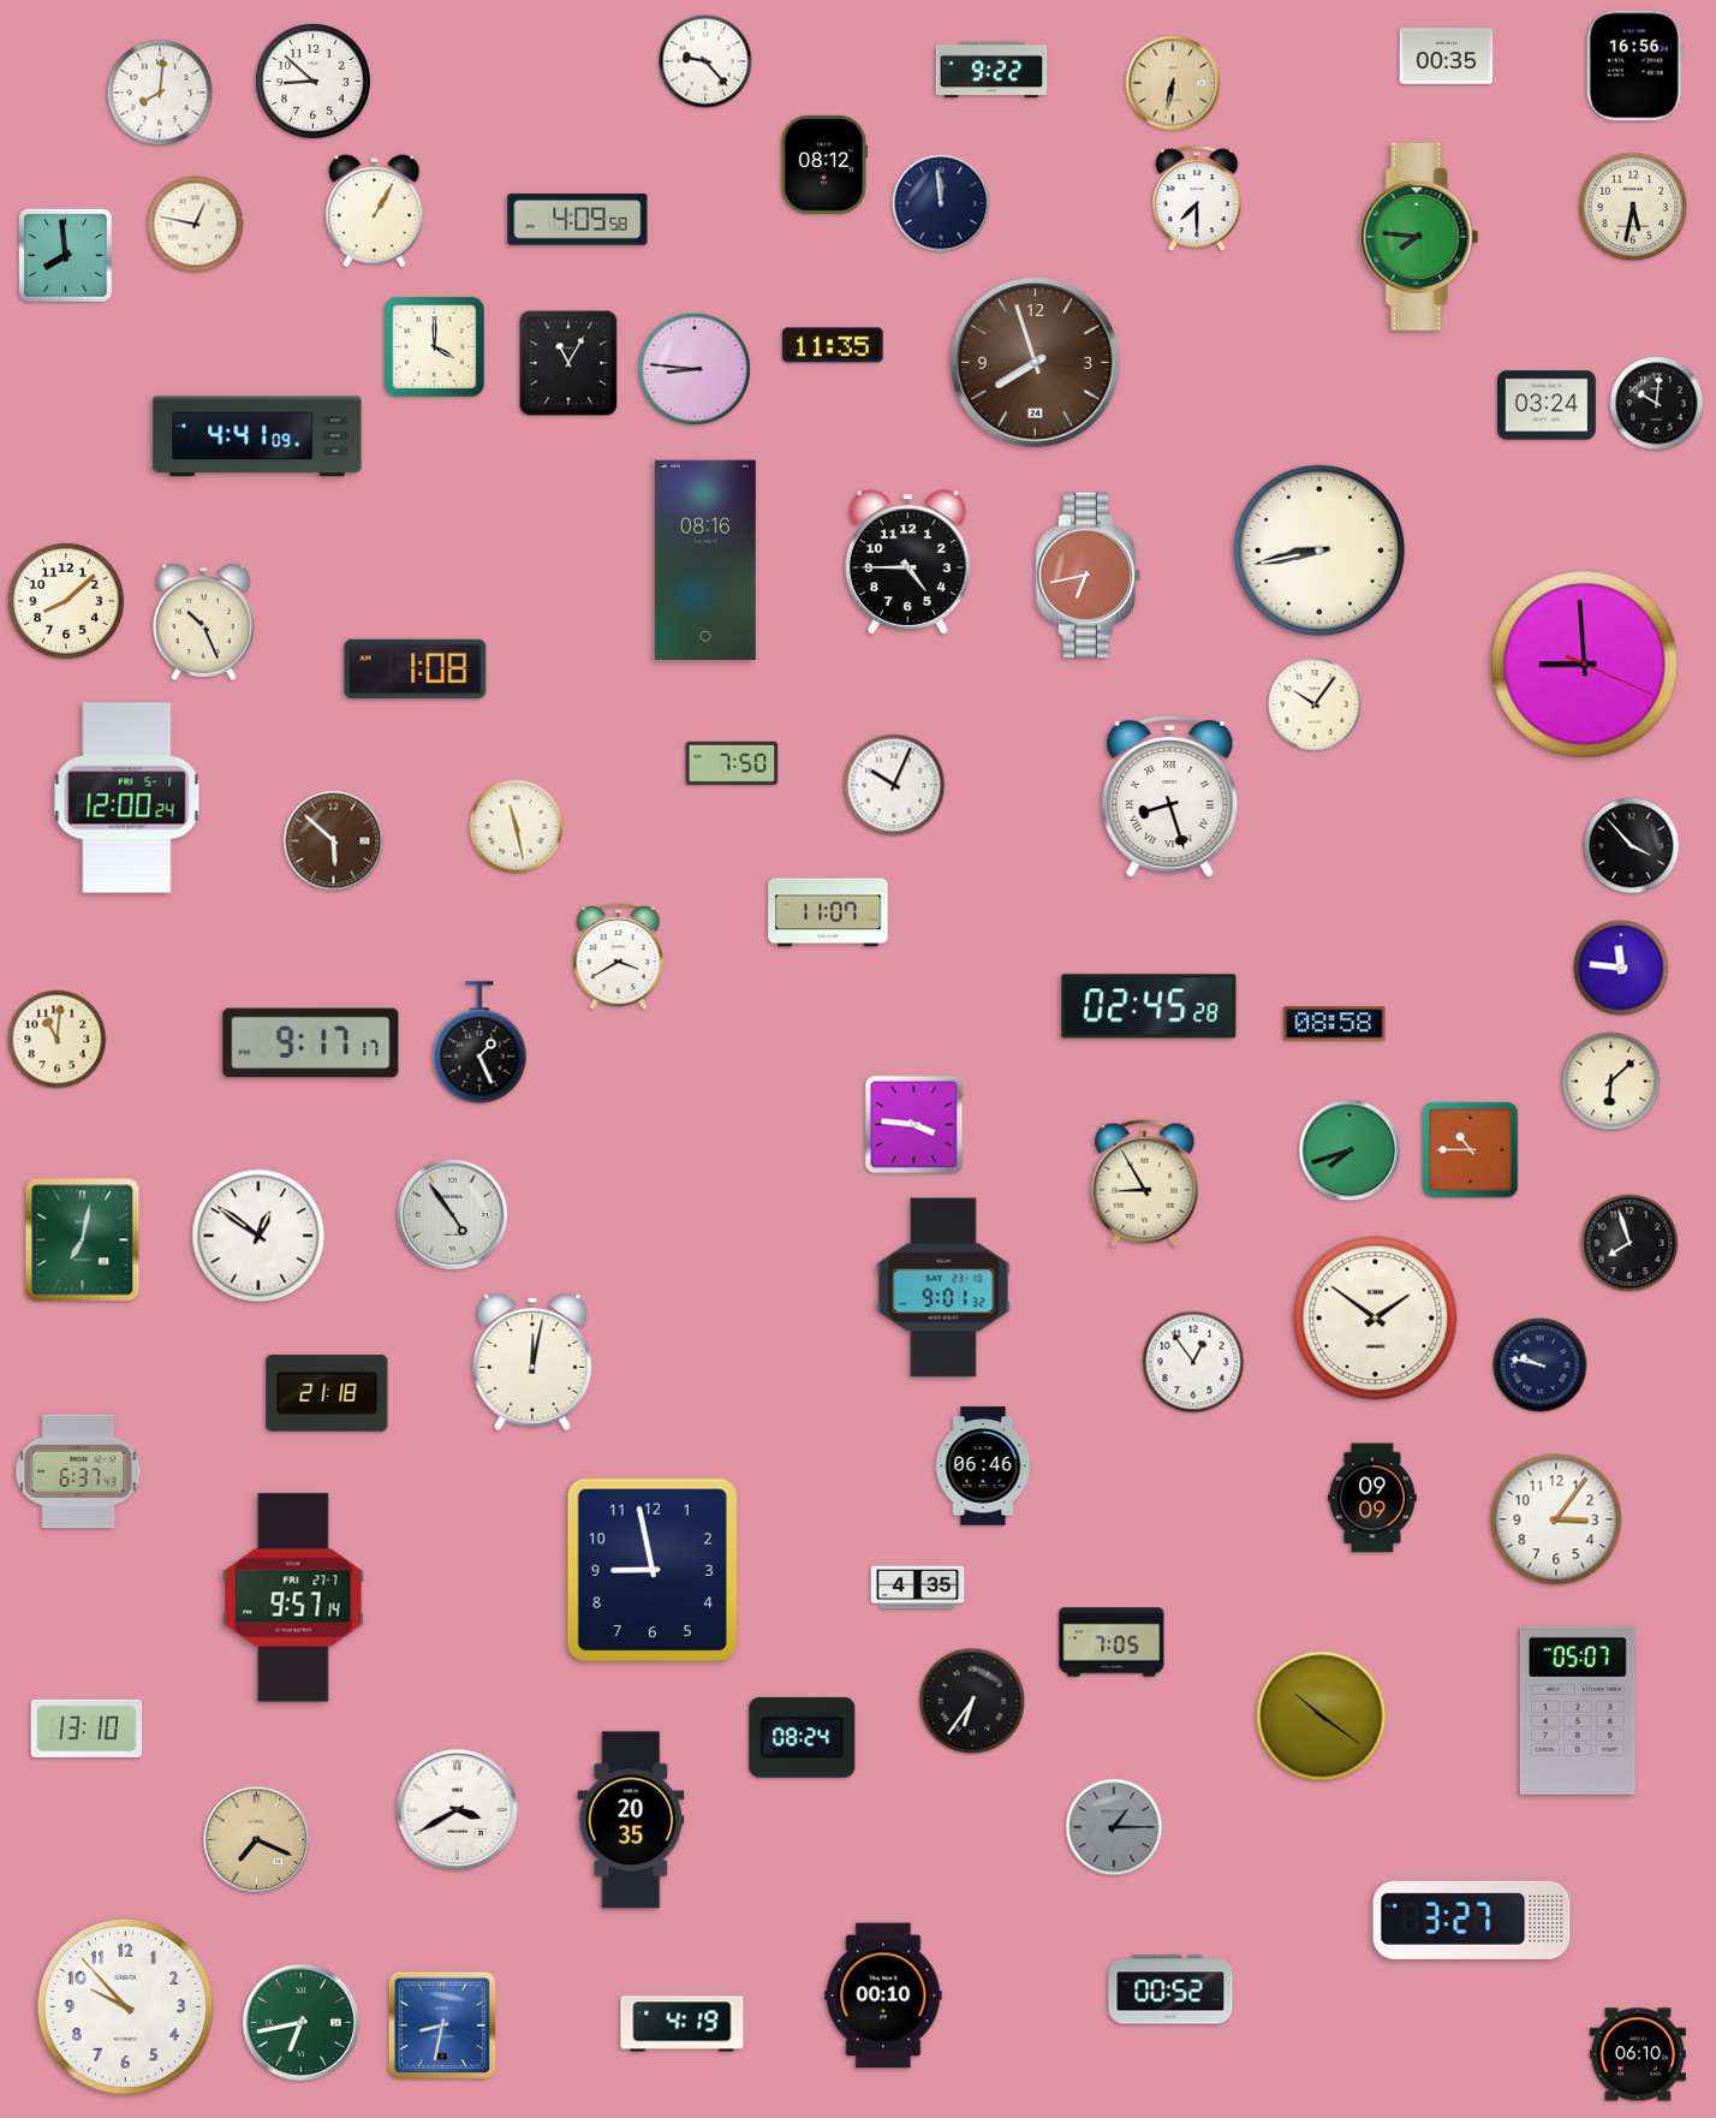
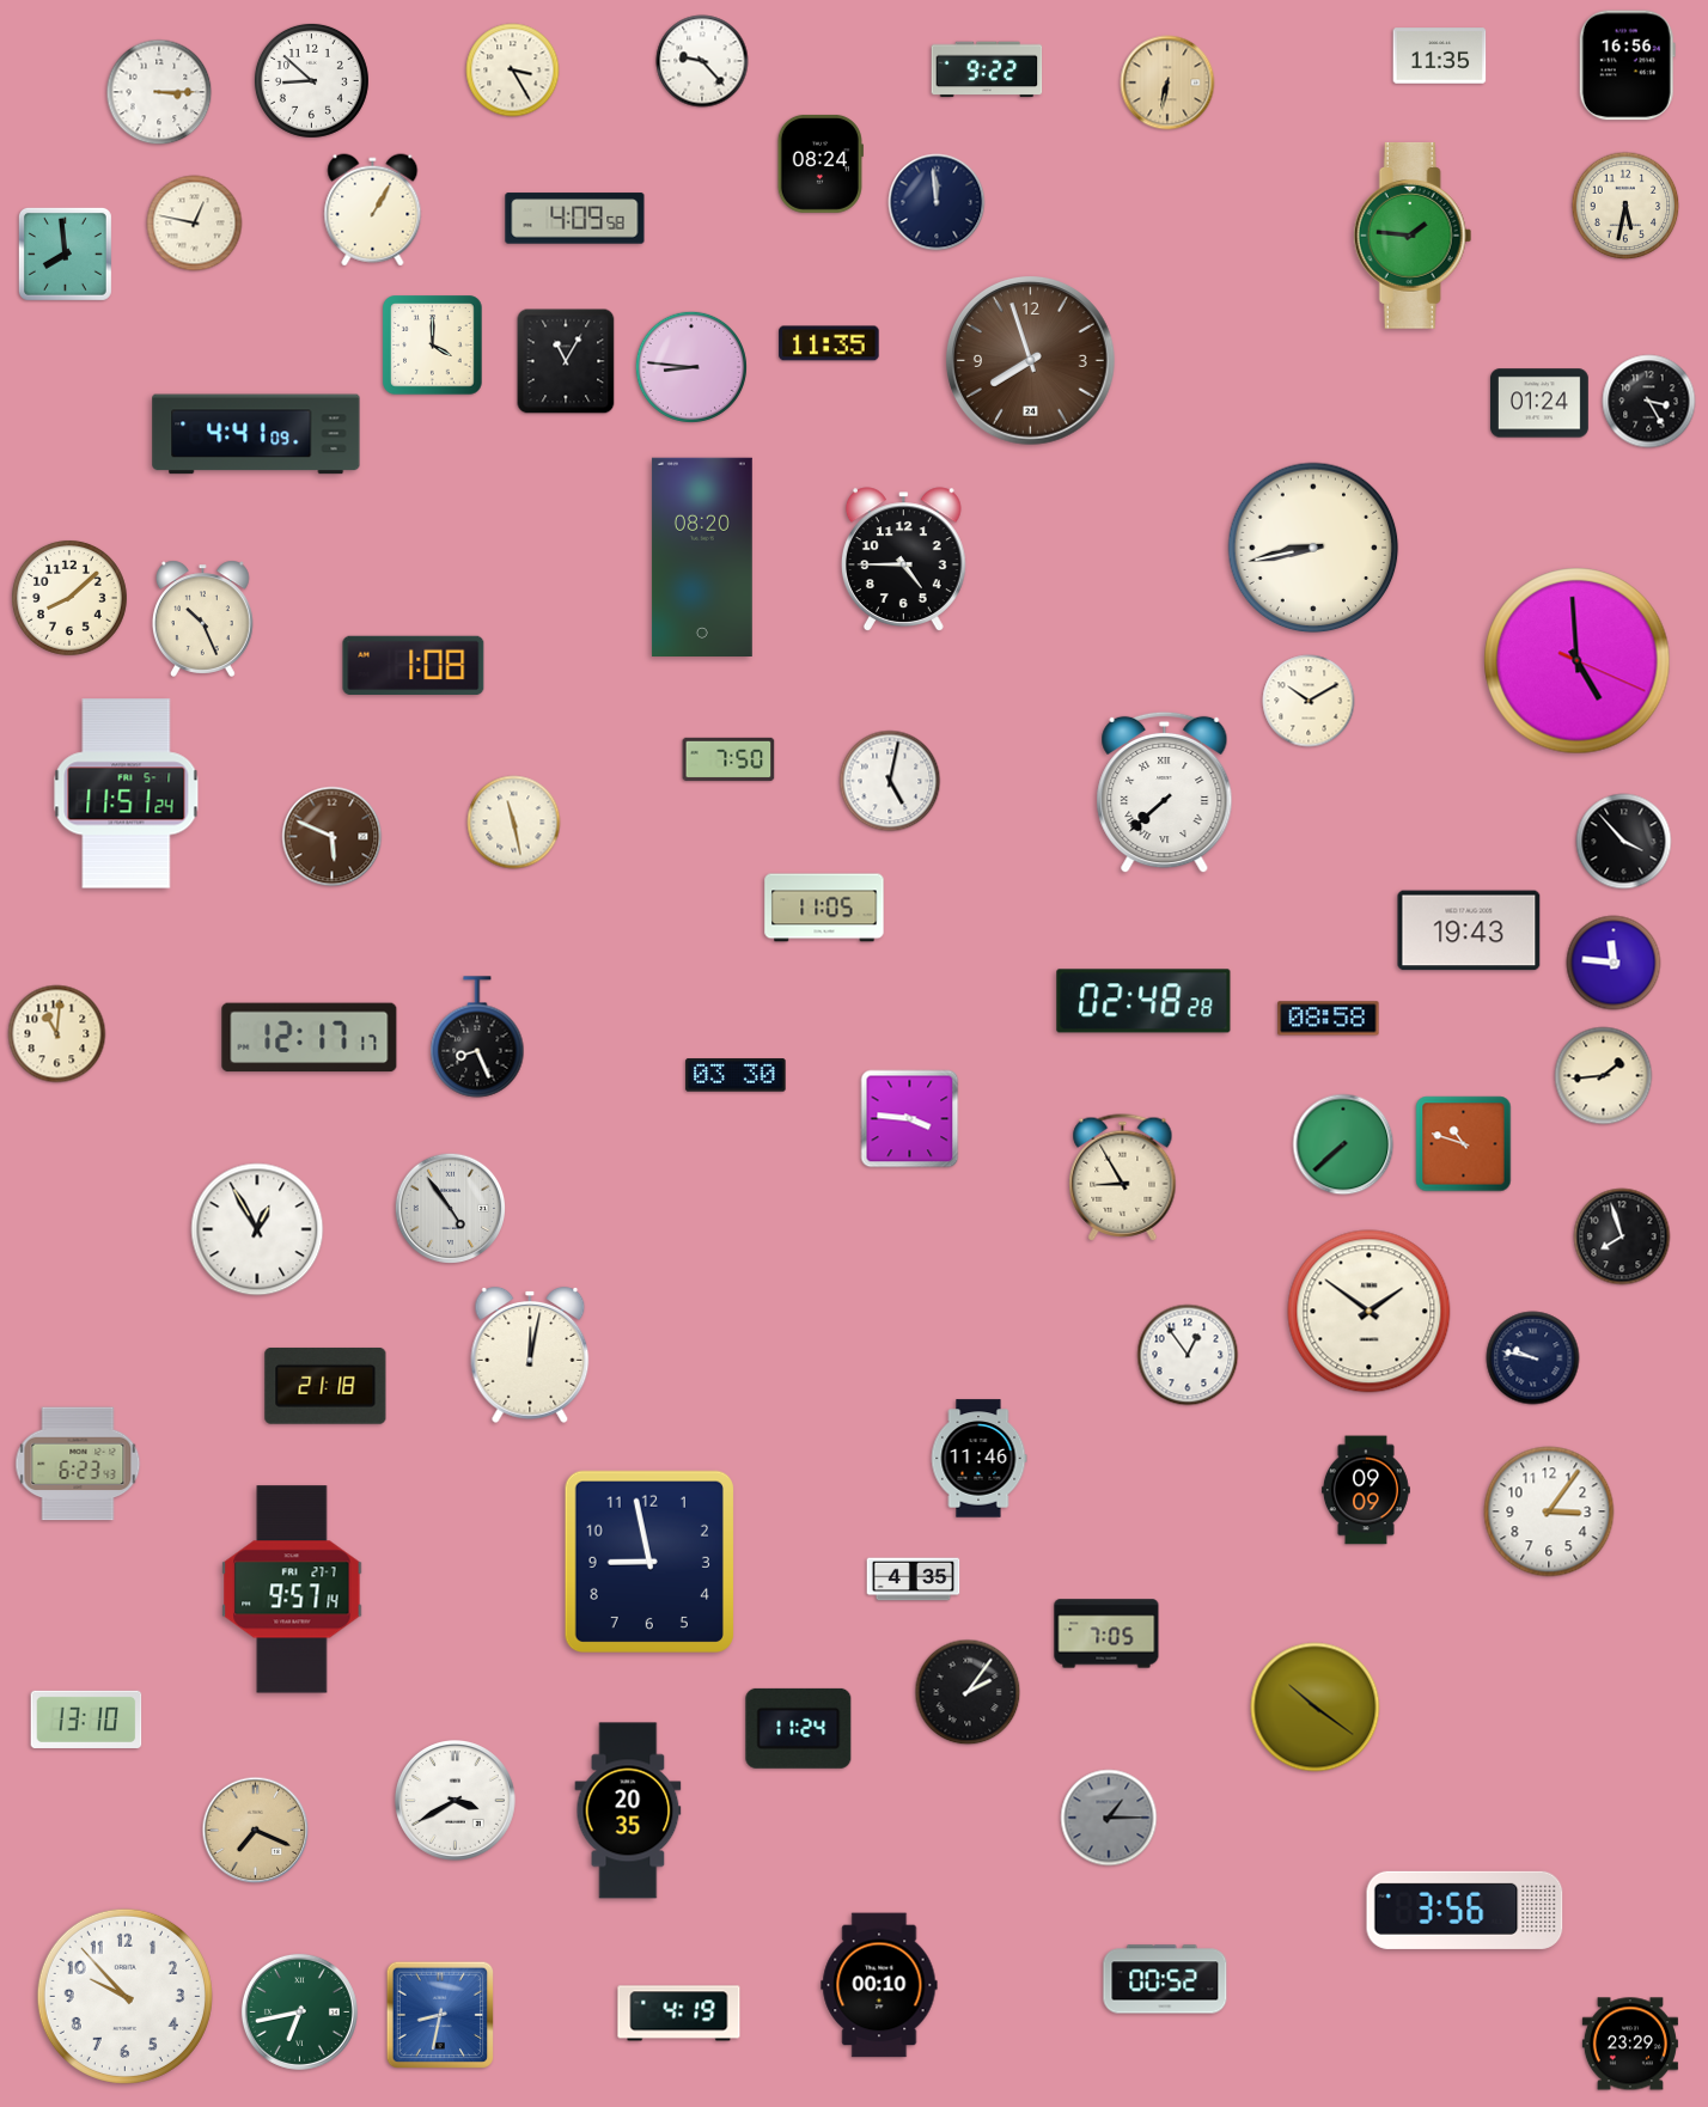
clock at (1447, 56): 00:35 -> 11:35
clock at (513, 71): none -> 3:25
clock at (160, 93): 8:01 -> 3:15
clock at (824, 165): 08:12 -> 08:24
clock at (1197, 200): 7:30 -> none
clock at (1419, 237): 7:46 -> 1:46
clock at (1657, 404): 10:01 -> 3:25
clock at (1548, 405): 03:24 -> 01:24
clock at (705, 559): 08:16 -> 08:20
clock at (1089, 575): 6:43 -> none
clock at (66, 601) position: (66, 601) -> (69, 598)
clock at (1585, 665): 8:59 -> 4:59
clock at (1315, 704): 10:06 -> 10:10
clock at (894, 785): 10:04 -> 5:02
clock at (1170, 797): 8:27 -> 7:38
clock at (127, 798): 12:00 -> 11:51
clock at (334, 841): 5:52 -> 5:49
clock at (828, 912): 11:07 -> 11:05
clock at (1469, 930): none -> 19:43
clock at (619, 957): 3:40 -> none
clock at (1149, 1006): 02:45 -> 02:48
clock at (479, 1042): 1:26 -> 8:26
clock at (311, 1043): 9:17 -> 12:17
clock at (736, 1075): none -> 03:30
clock at (1611, 1082): 6:08 -> 1:44
clock at (1349, 1150): 7:42 -> 7:38
clock at (1471, 1150): 10:45 -> 10:48
clock at (1145, 1184) position: (1145, 1184) -> (1123, 1178)
clock at (258, 1236): 12:51 -> 12:55
clock at (83, 1241): 7:02 -> none
clock at (943, 1287): 9:01 -> none
clock at (983, 1466): 06:46 -> 11:46
clock at (78, 1471): 6:37 -> 6:23
clock at (972, 1701): 6:36 -> 2:06
clock at (1578, 1711): 05:07 -> none
clock at (803, 1737): 08:24 -> 11:24
clock at (1472, 1920): 3:27 -> 3:56
clock at (1638, 2054): 06:10 -> 23:29
